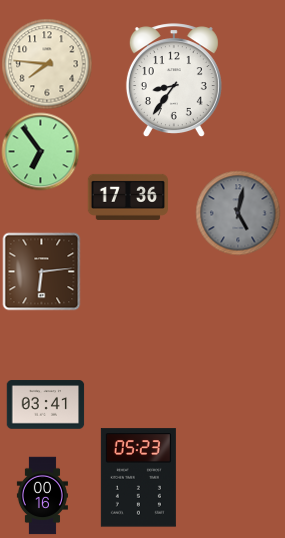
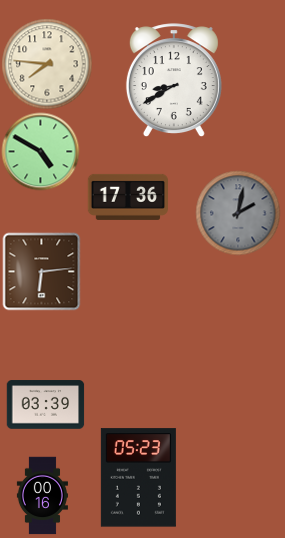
clock at (174, 80): 8:36 -> 8:40
clock at (40, 151): 6:54 -> 4:50
clock at (238, 213): 5:02 -> 2:02
clock at (45, 405): 03:41 -> 03:39
